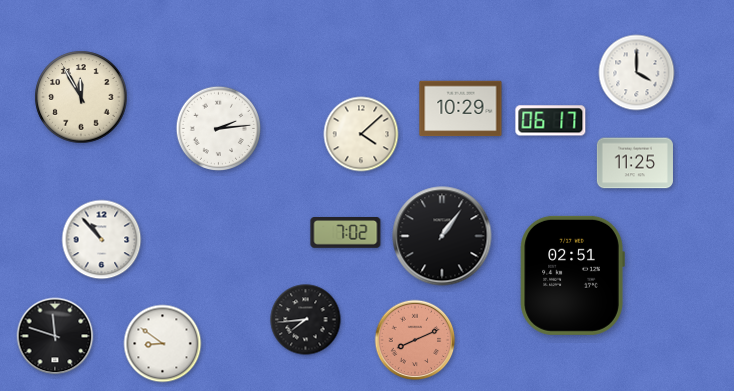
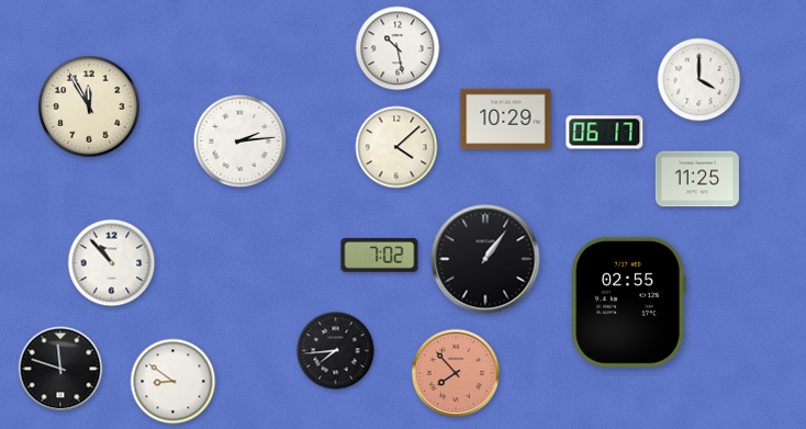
clock at (398, 48): none -> 10:28
clock at (572, 275): 02:51 -> 02:55
clock at (415, 340): 8:11 -> 7:53
clock at (163, 344) position: (163, 344) -> (173, 382)
